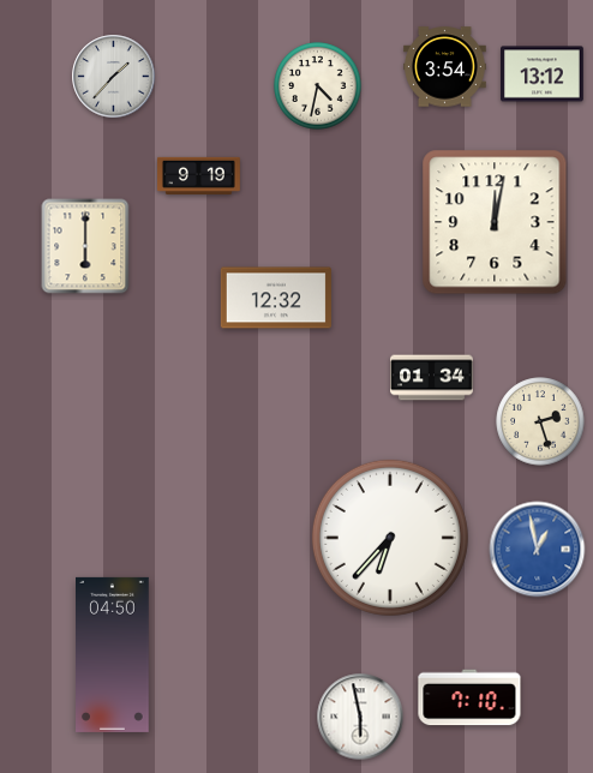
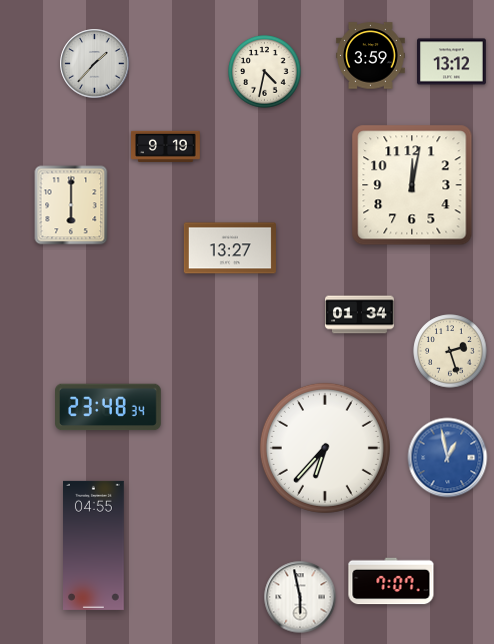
clock at (445, 67): 3:54 -> 3:59
clock at (276, 298): 12:32 -> 13:27
clock at (109, 407): none -> 23:48
clock at (113, 654): 04:50 -> 04:55
clock at (469, 697): 7:10 -> 7:07
